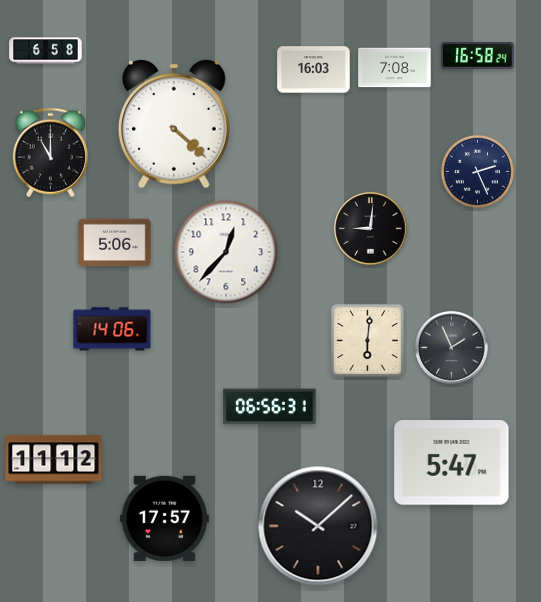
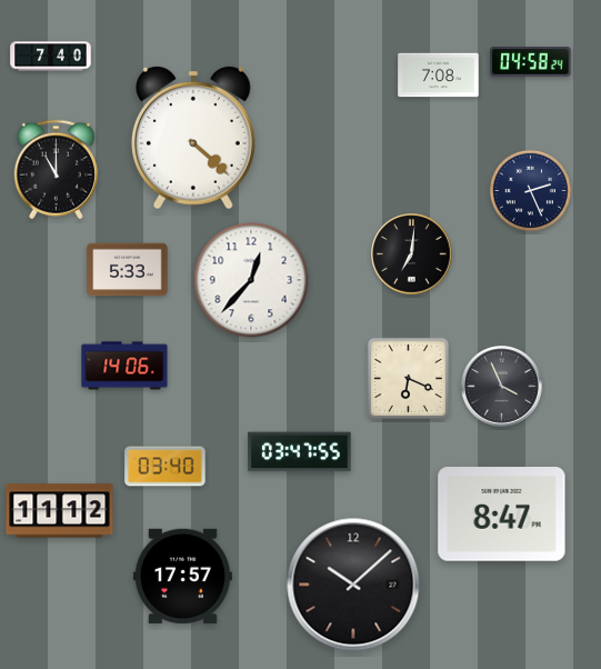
clock at (46, 51): 6:58 -> 7:40
clock at (478, 56): 16:58 -> 04:58
clock at (314, 70): 16:03 -> none
clock at (371, 229): 9:01 -> 7:01
clock at (115, 243): 5:06 -> 5:33
clock at (368, 341): 6:01 -> 6:19
clock at (452, 348): 1:56 -> 3:56
clock at (270, 407): 06:56 -> 03:47
clock at (166, 467): none -> 03:40
clock at (452, 463): 5:47 -> 8:47
